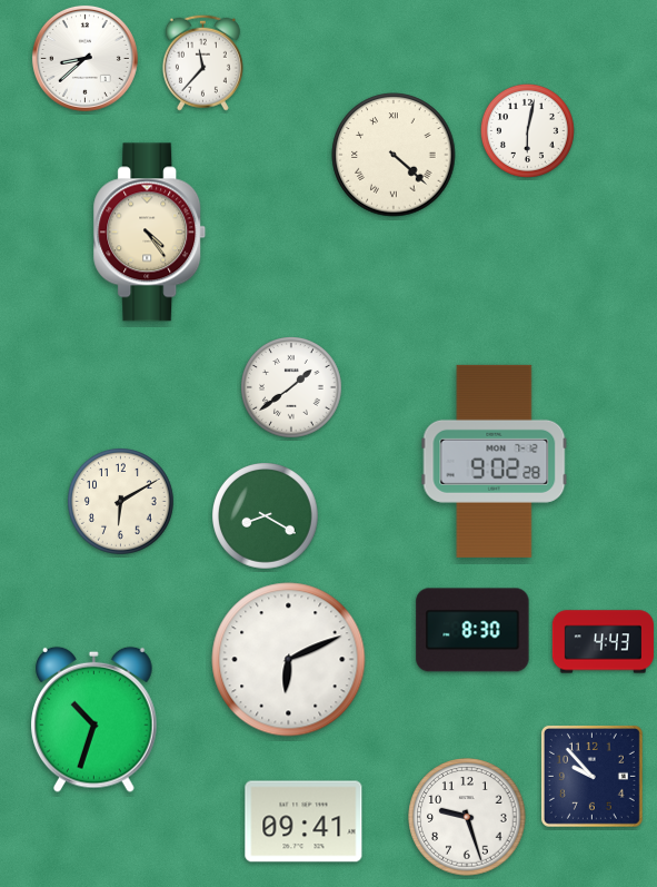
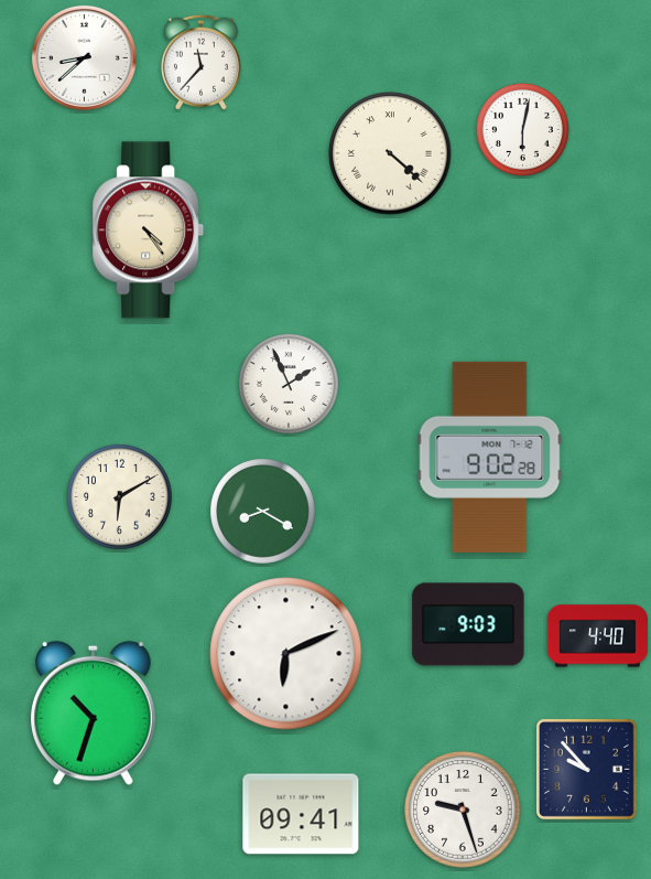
clock at (292, 388): 1:39 -> 1:56
clock at (472, 630): 8:30 -> 9:03
clock at (603, 642): 4:43 -> 4:40
